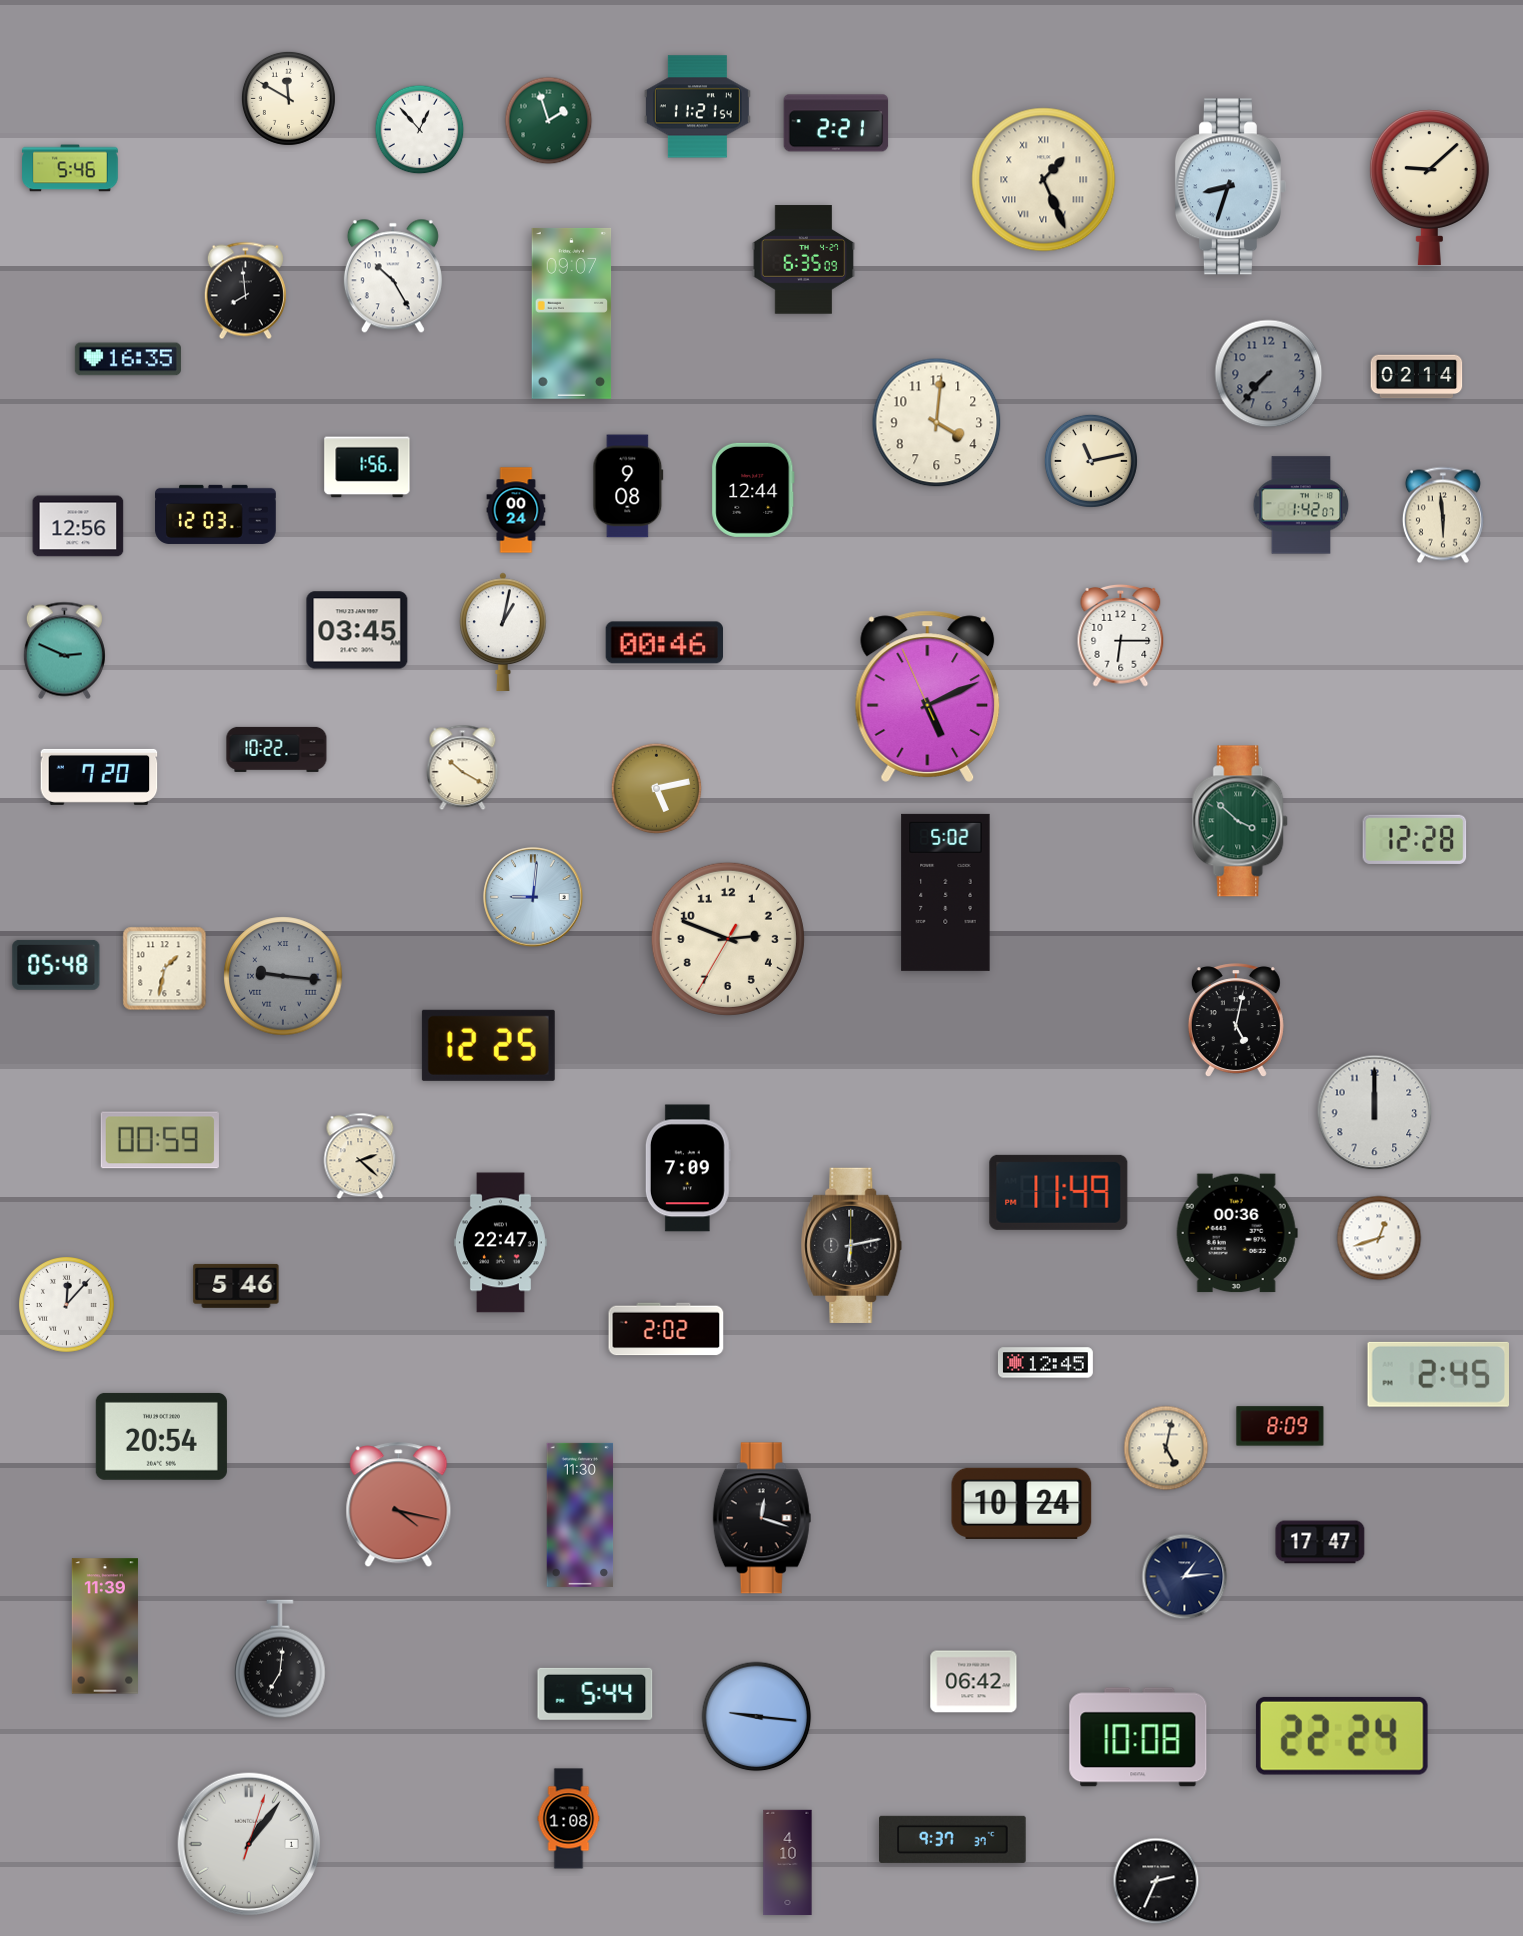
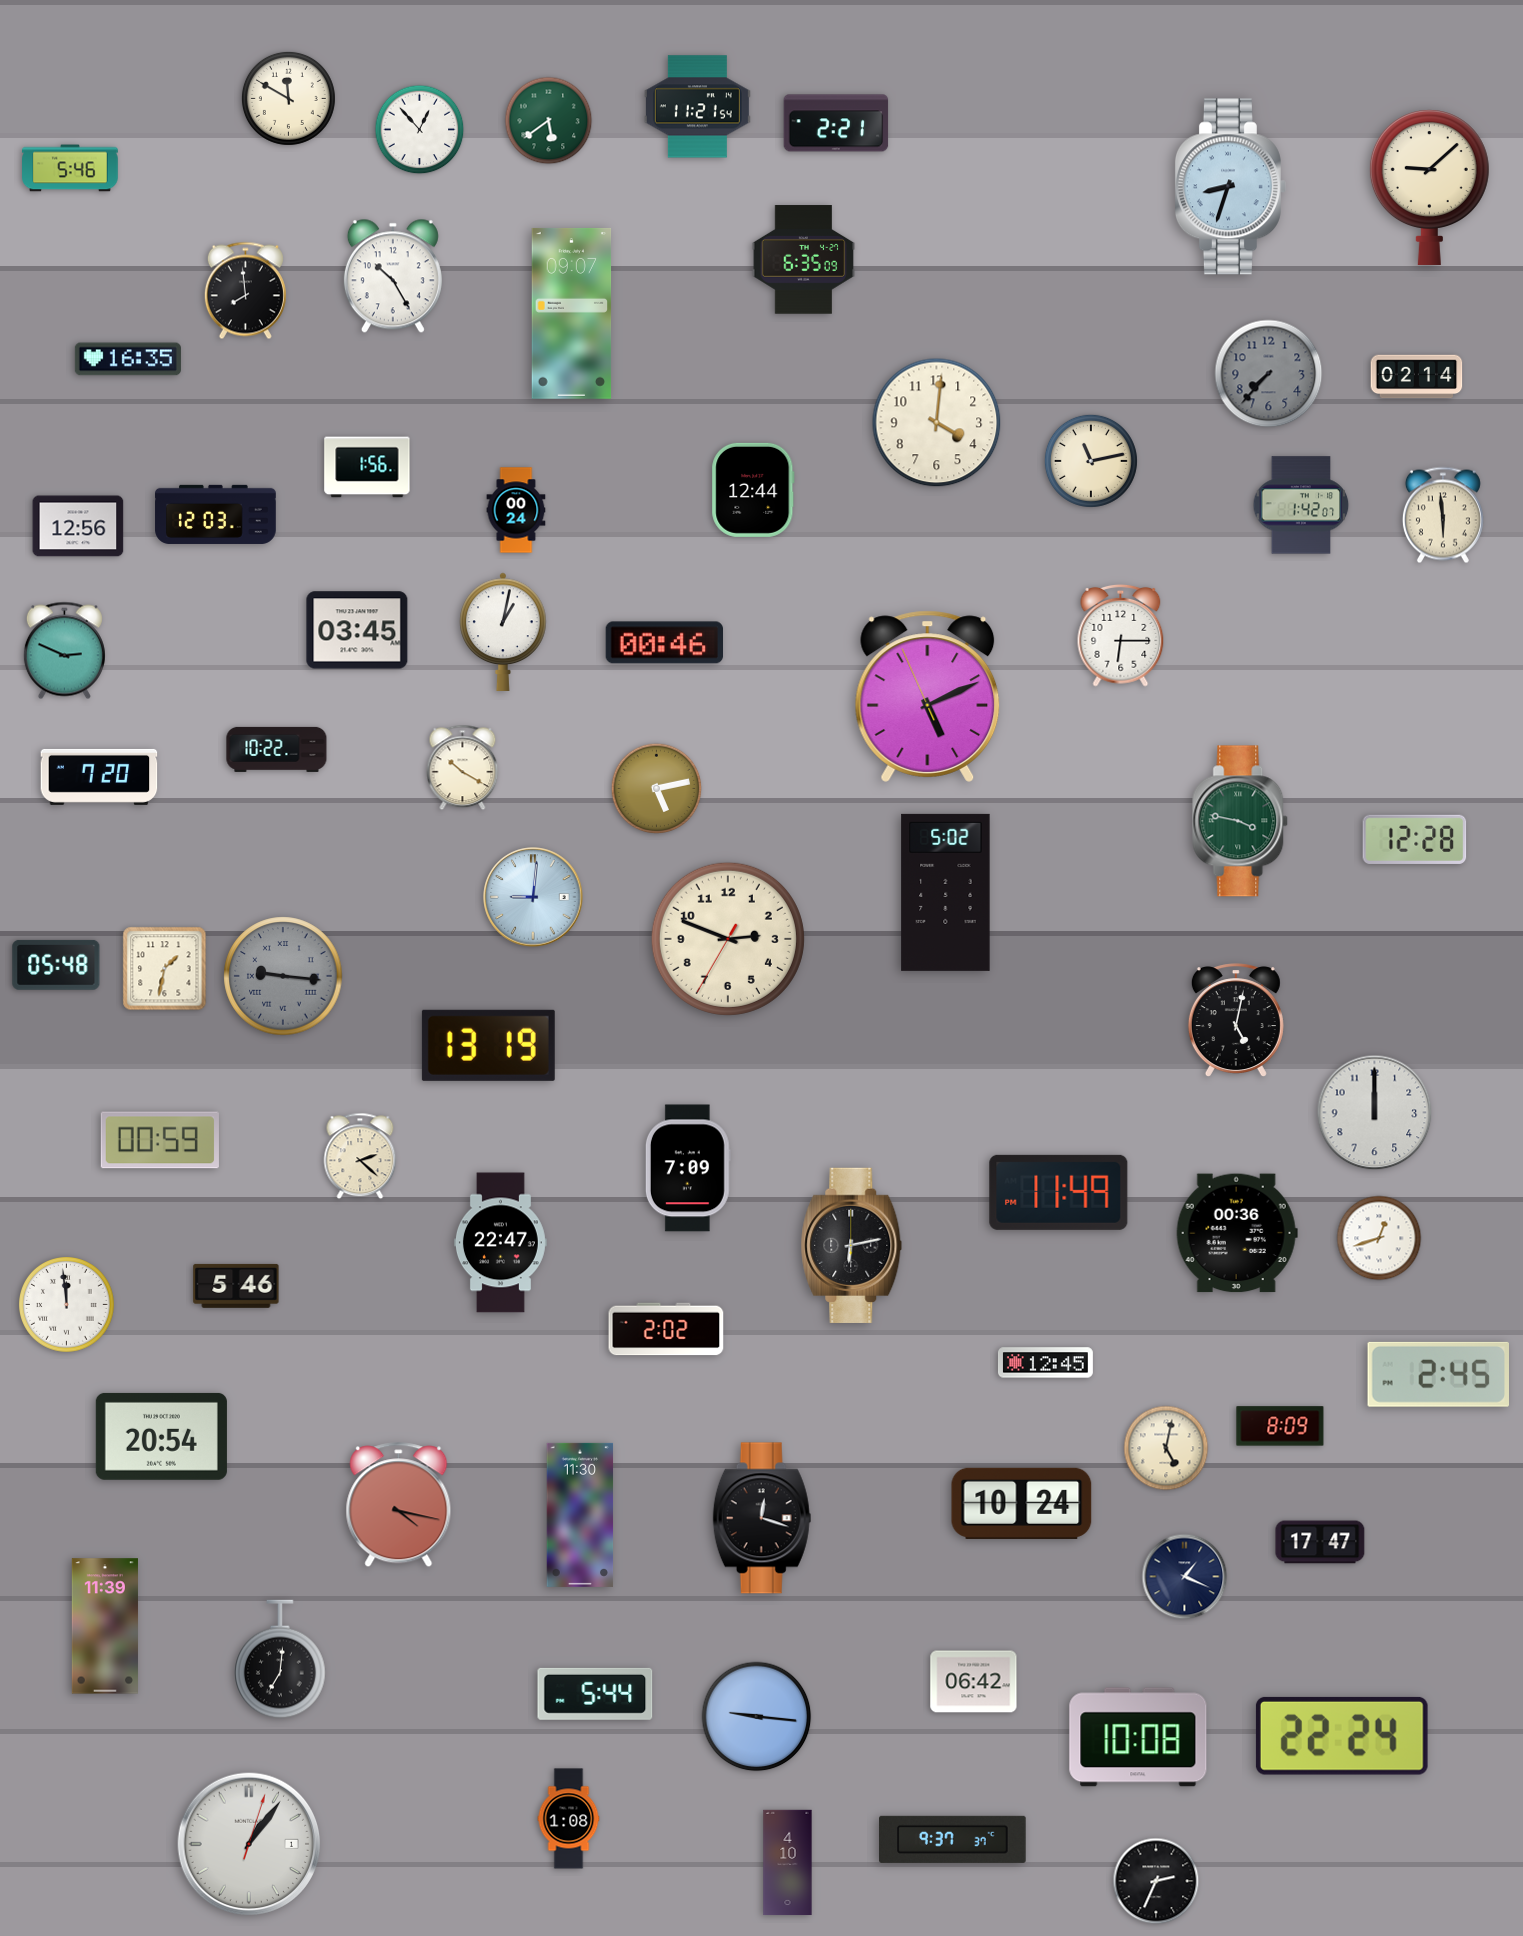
clock at (549, 121): 1:57 -> 5:39
clock at (1044, 180): 1:26 -> none
clock at (628, 486): 9:08 -> none
clock at (1241, 821): 3:52 -> 3:47
clock at (488, 1045): 12:25 -> 13:19
clock at (67, 1305): 12:07 -> 11:59
clock at (1185, 1577): 1:14 -> 1:19
